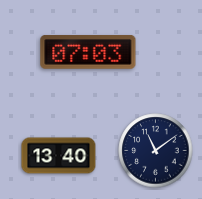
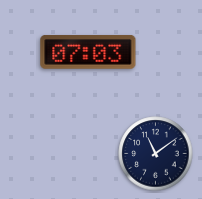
clock at (156, 151) position: (156, 151) -> (156, 154)
clock at (59, 156): 13:40 -> none
